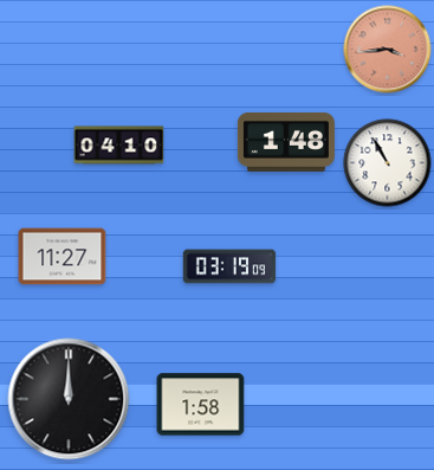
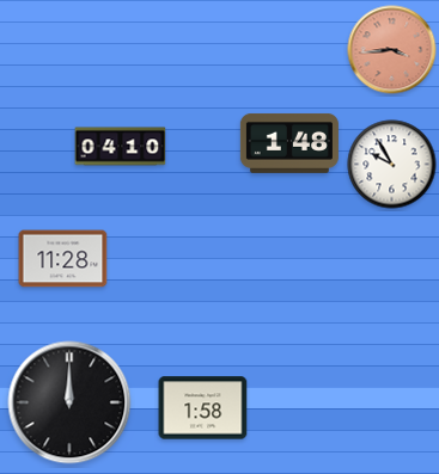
clock at (388, 163): 10:55 -> 9:55
clock at (63, 257): 11:27 -> 11:28
clock at (229, 266): 03:19 -> none
